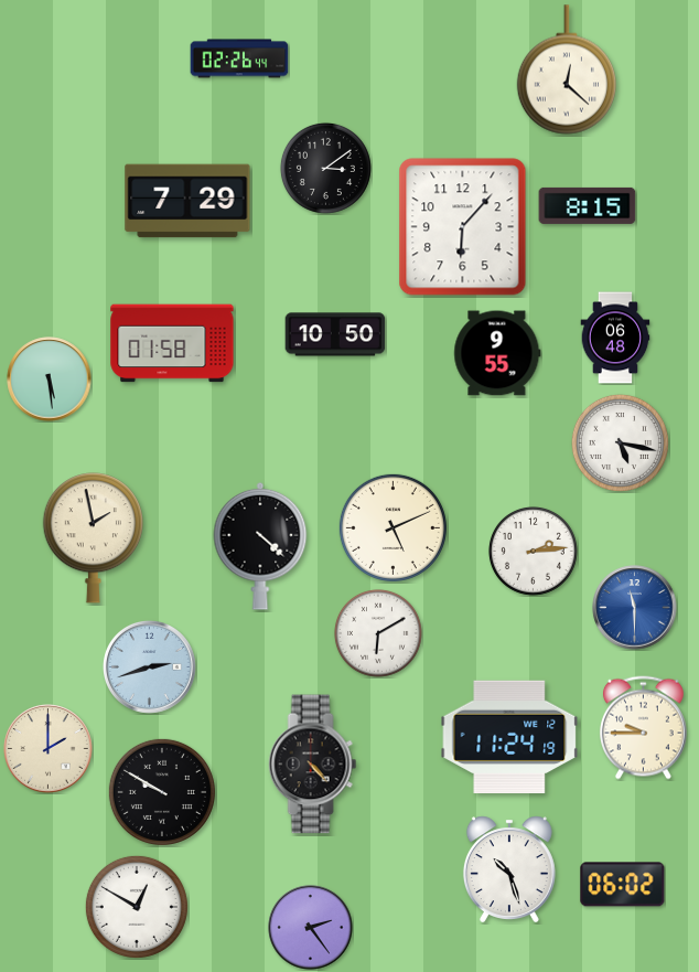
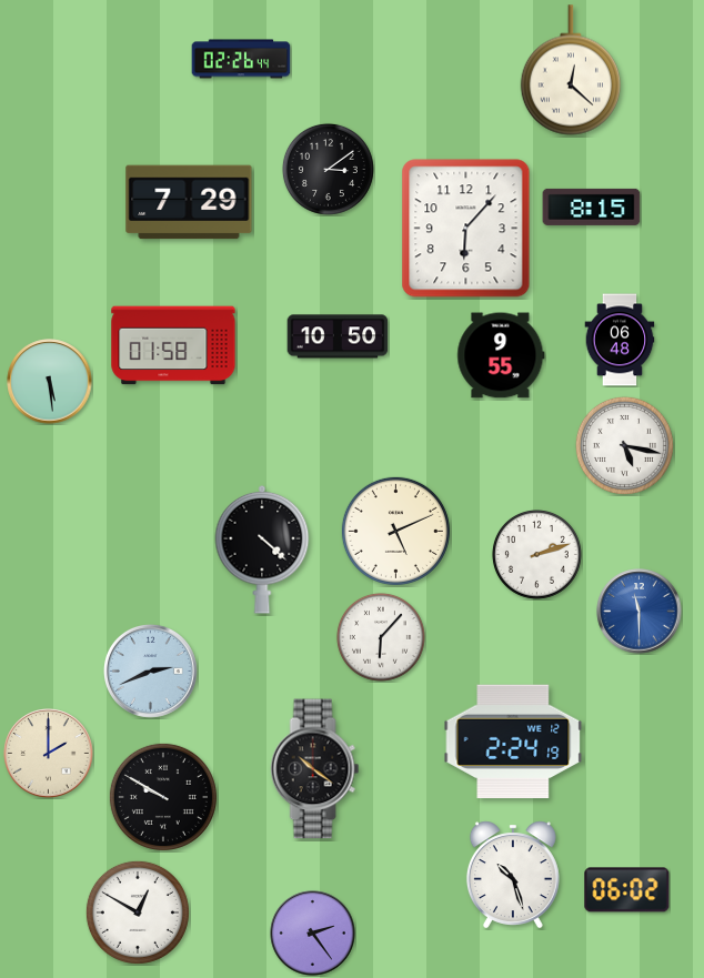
clock at (93, 538): 1:58 -> none
clock at (533, 551): 2:14 -> 2:12
clock at (378, 633): 6:10 -> 6:07
clock at (150, 667): 2:42 -> 2:41
clock at (643, 728): 9:45 -> none
clock at (509, 737): 11:24 -> 2:24
clock at (313, 765): 4:23 -> 10:21
